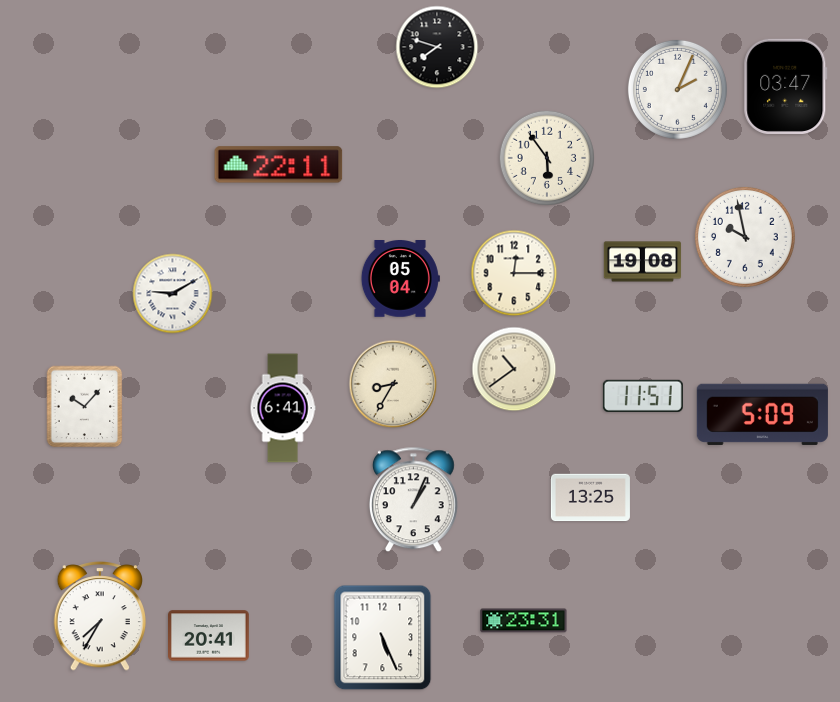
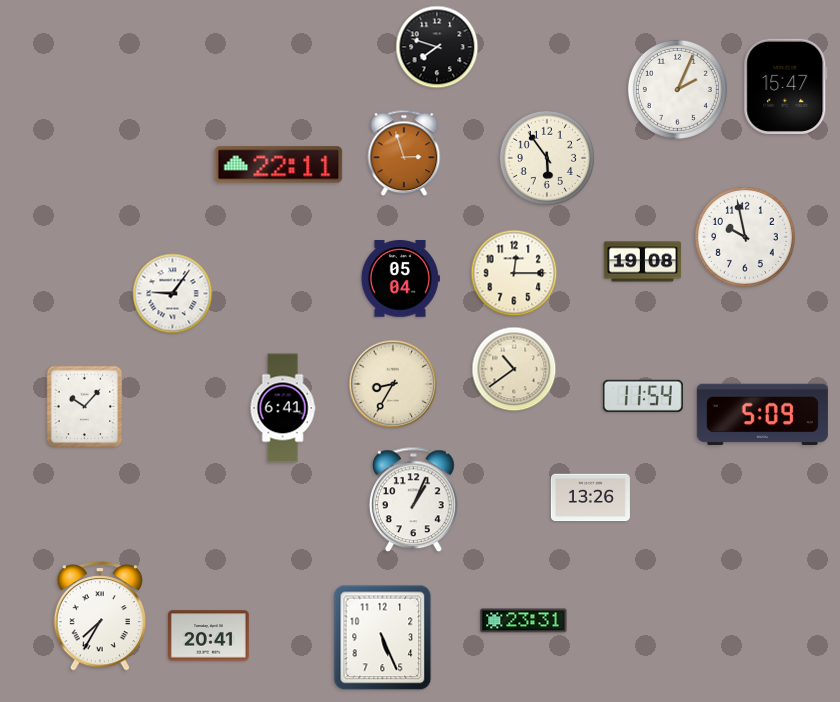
clock at (786, 86): 03:47 -> 15:47
clock at (404, 153): none -> 2:57
clock at (173, 294): 9:10 -> 9:06
clock at (643, 396): 11:51 -> 11:54
clock at (590, 498): 13:25 -> 13:26
